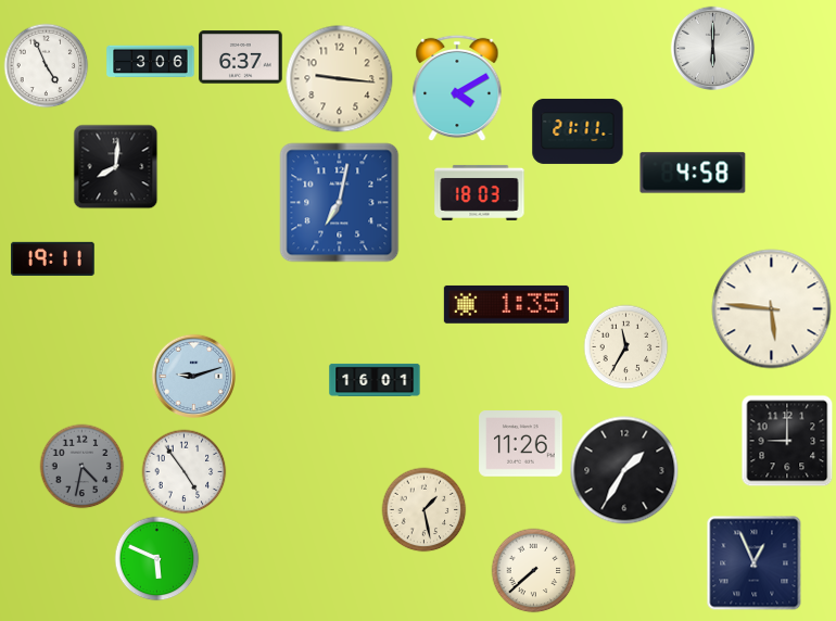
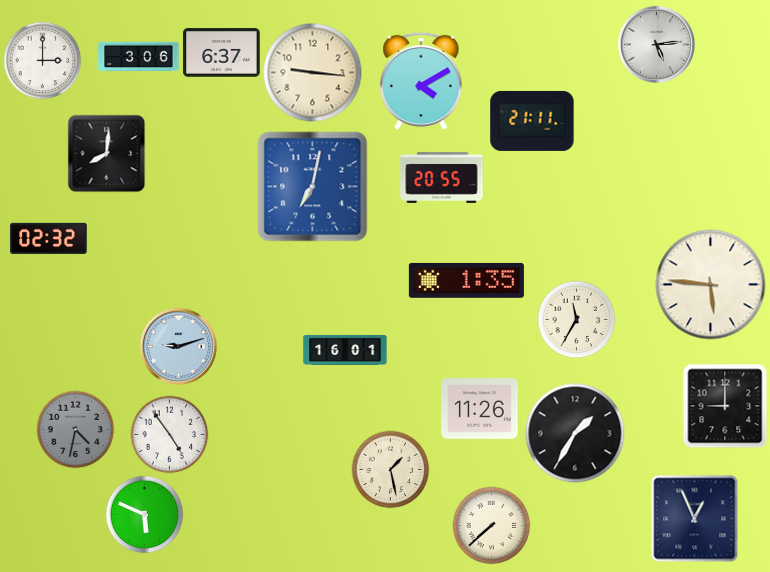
clock at (712, 48): 6:00 -> 5:14
clock at (46, 65): 4:56 -> 3:00
clock at (693, 173): 4:58 -> none
clock at (480, 192): 18:03 -> 20:55
clock at (53, 258): 19:11 -> 02:32
